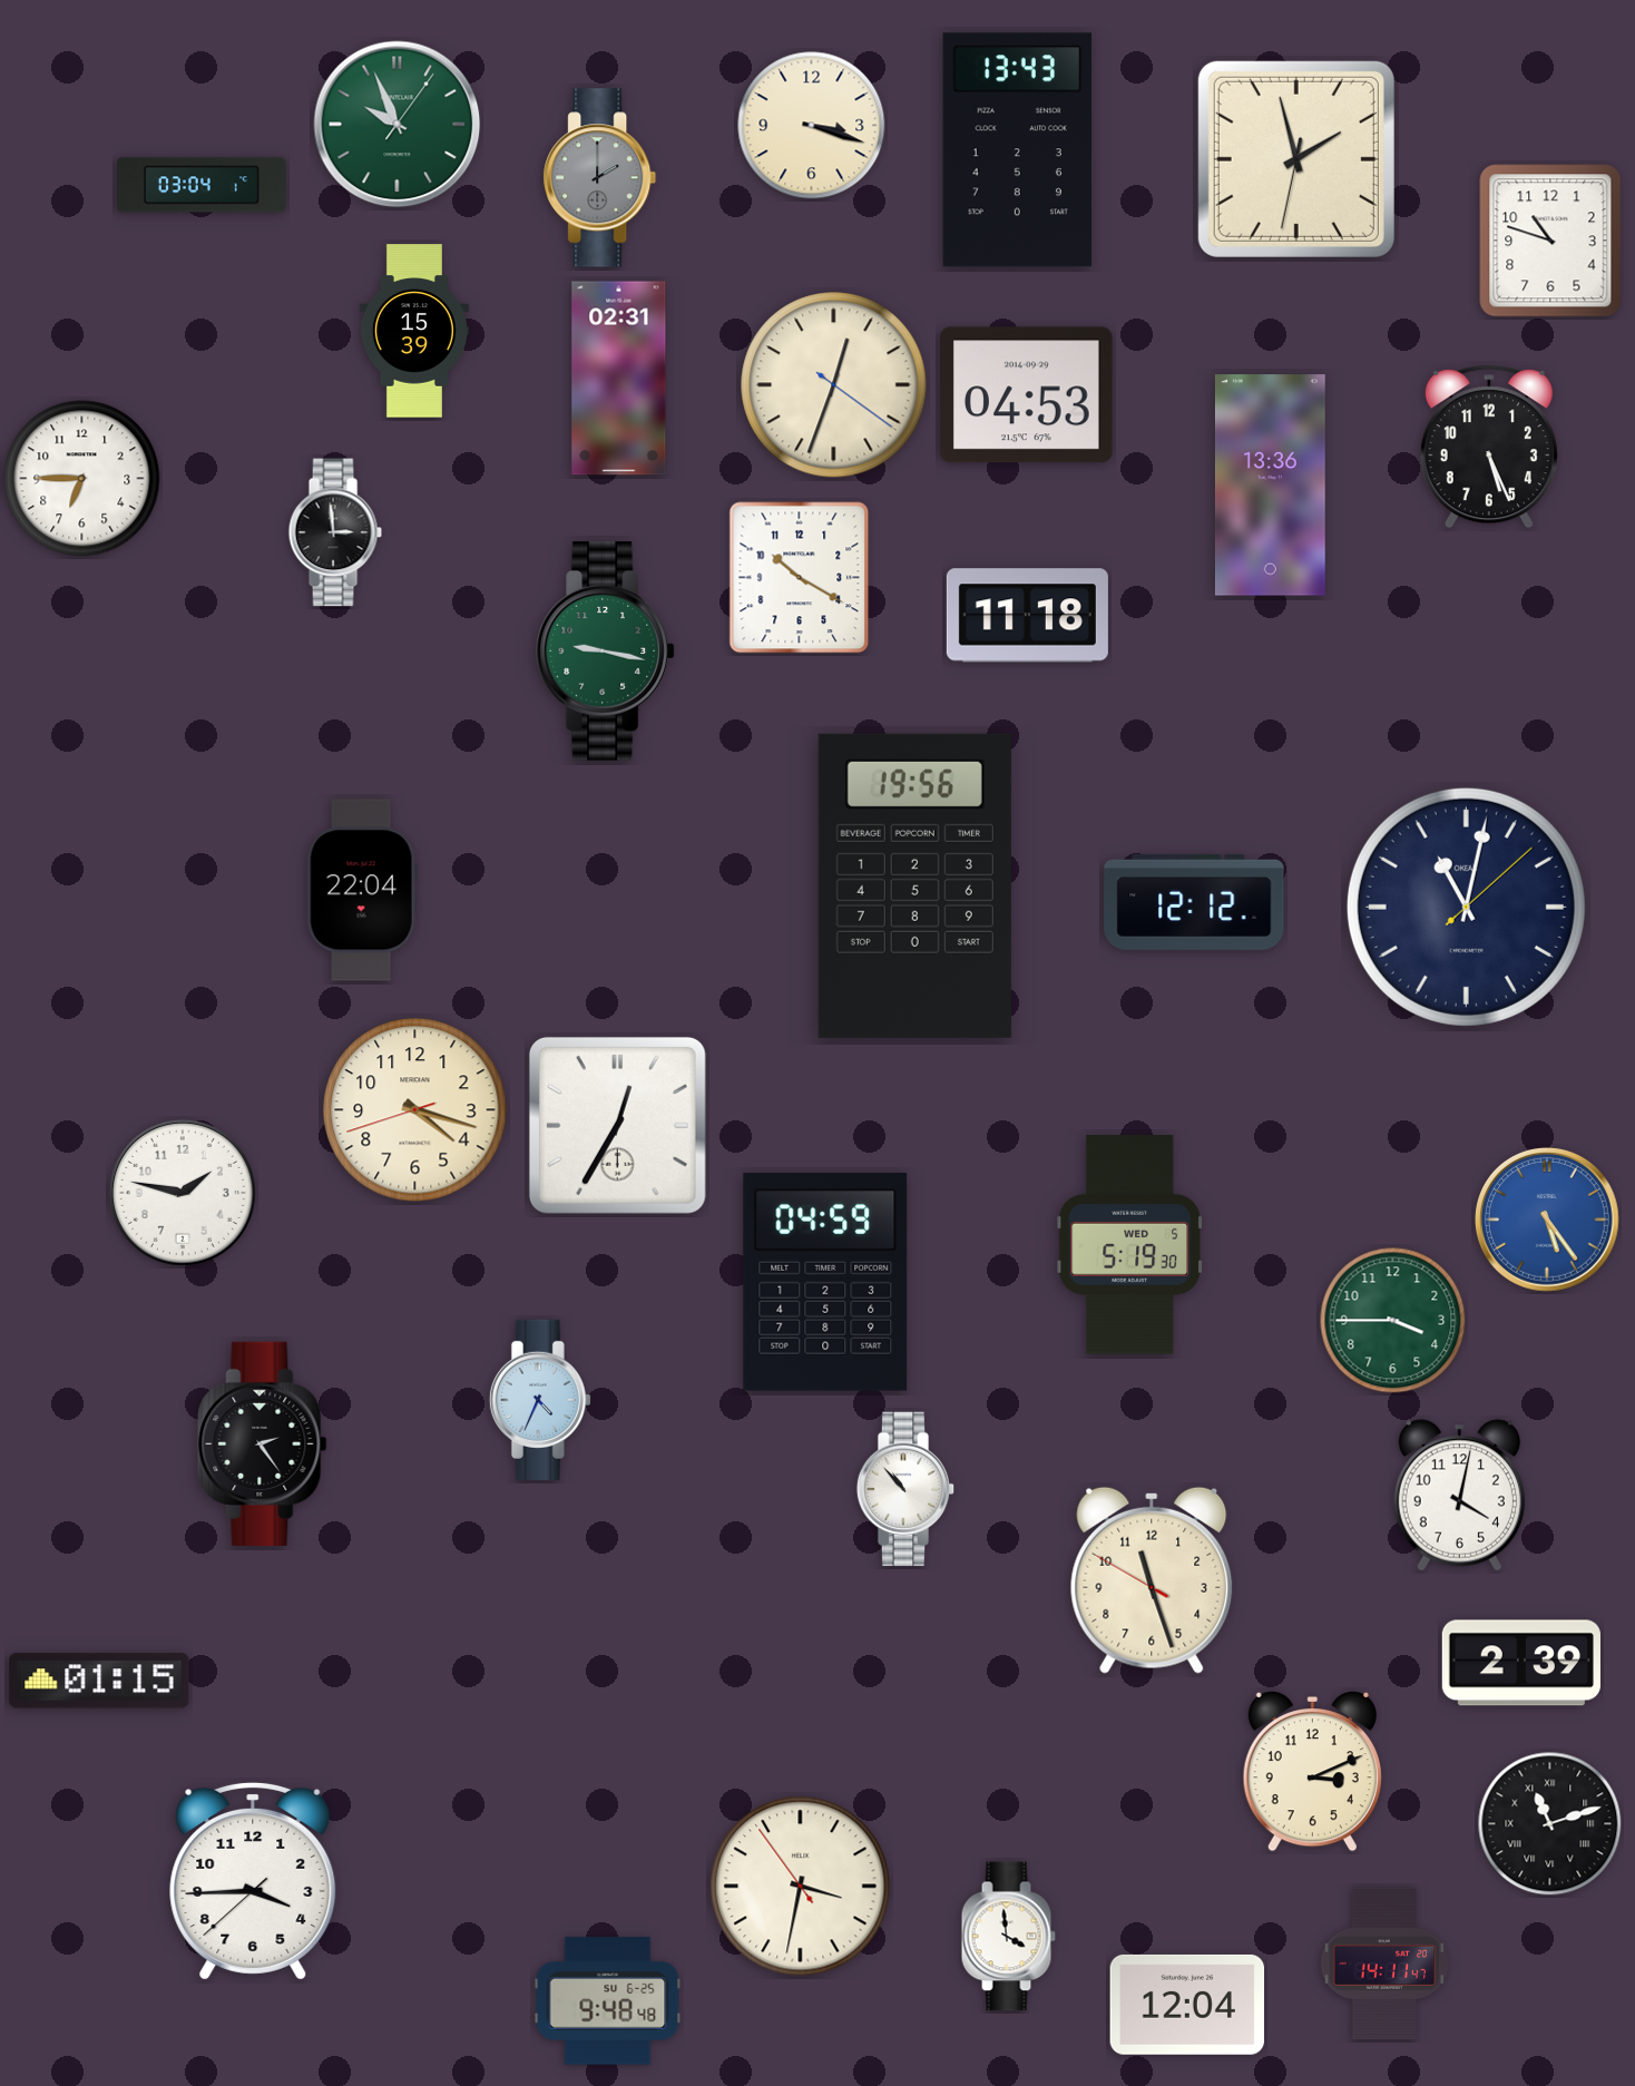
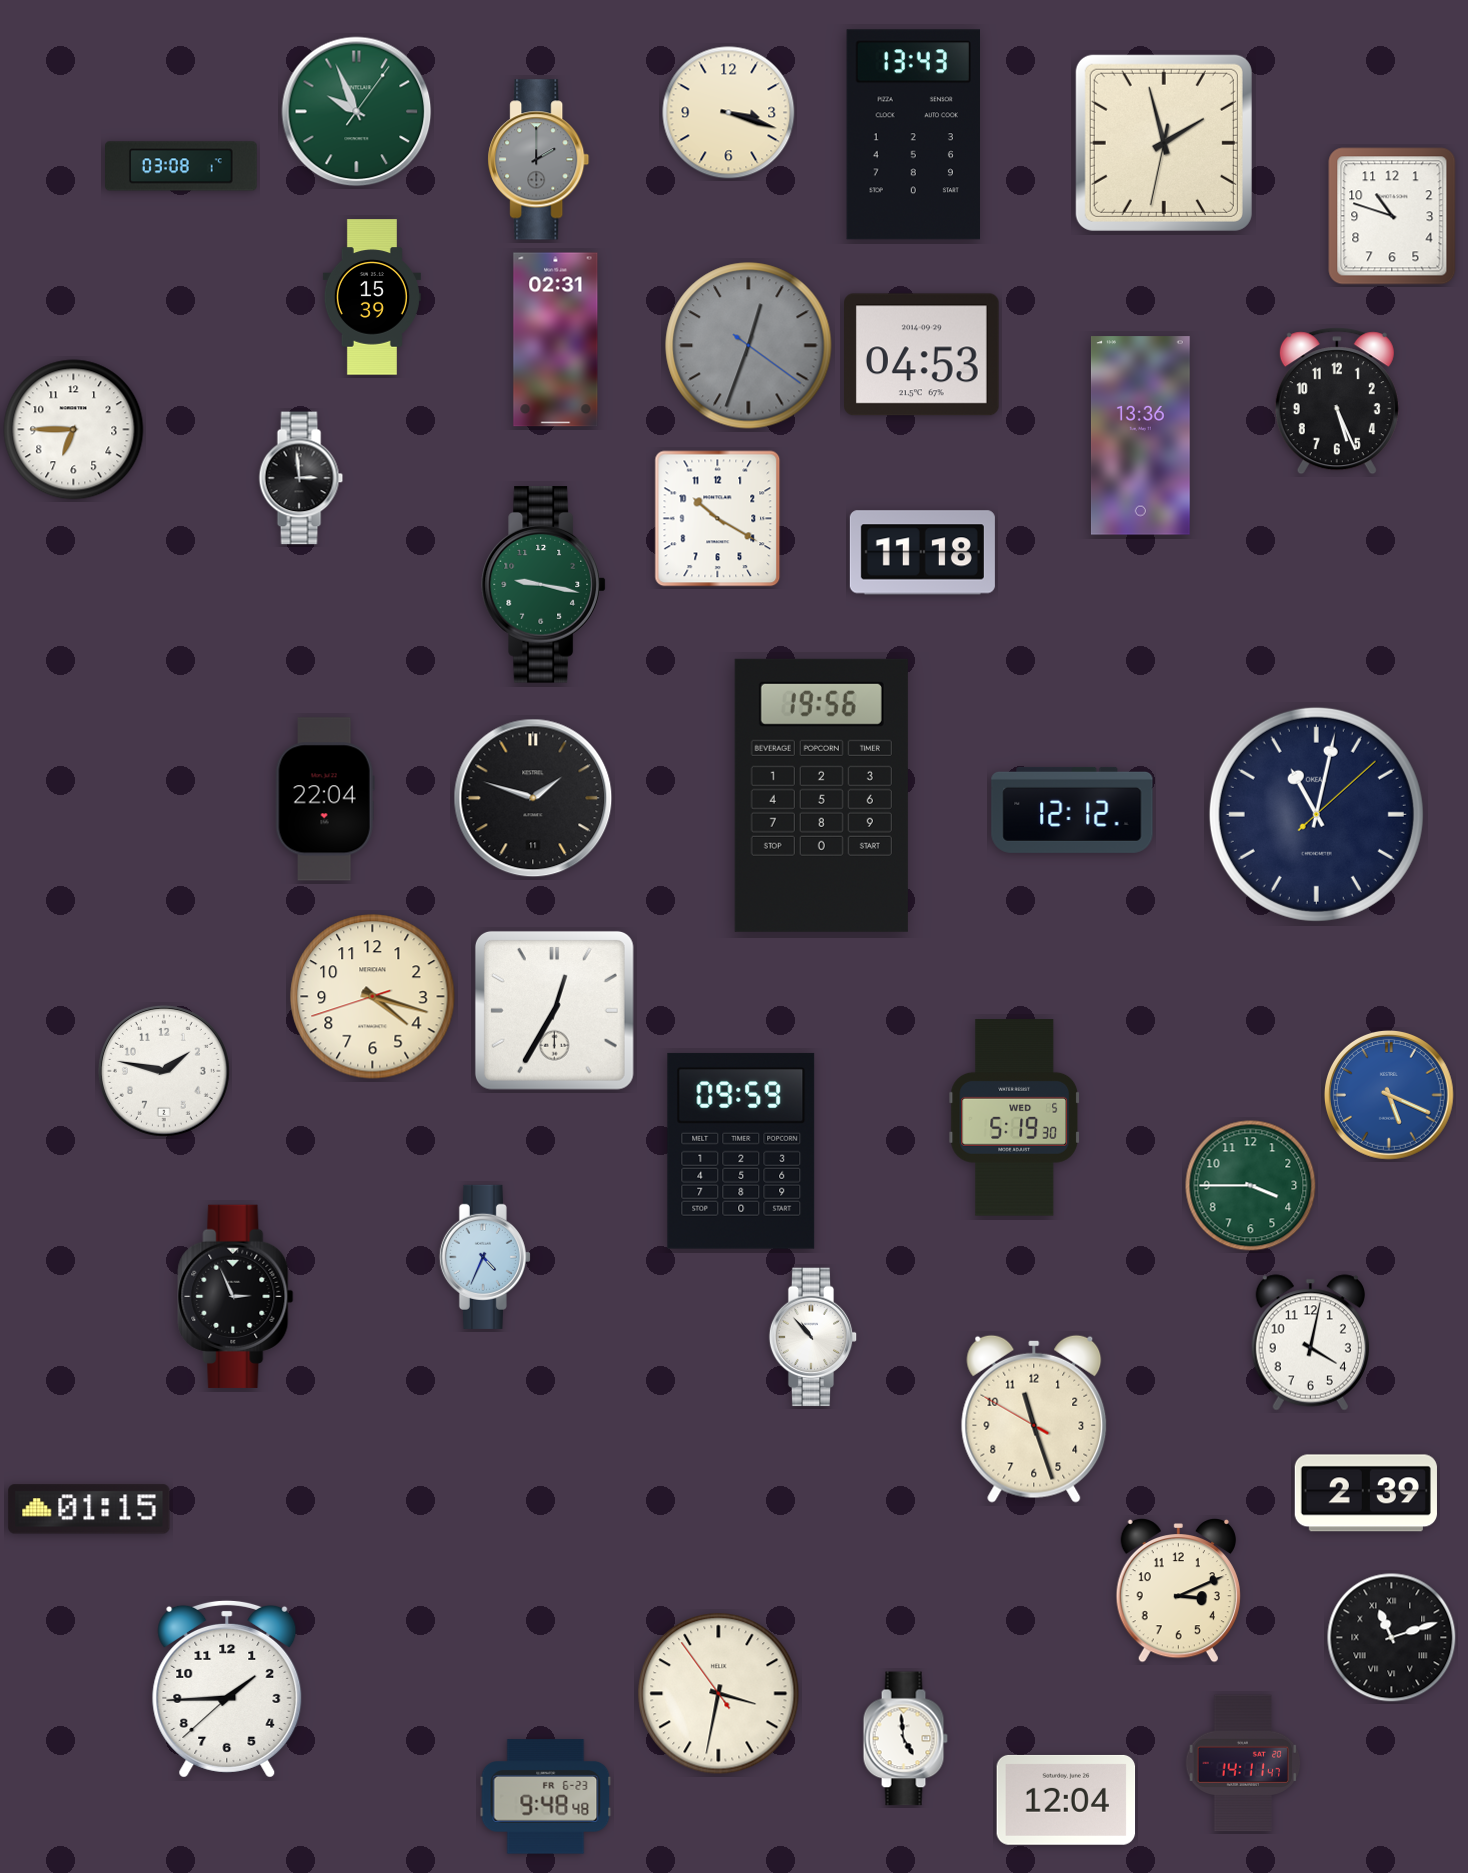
clock at (203, 185): 03:04 -> 03:08
clock at (834, 385) dial: cream -> grey
clock at (533, 798): none -> 1:48
clock at (1547, 1220): 5:24 -> 5:19
clock at (825, 1282): 04:59 -> 09:59
clock at (263, 1443): 2:24 -> 2:56
clock at (253, 1881): 3:44 -> 1:44
clock at (1008, 1937): 3:59 -> 4:59
clock at (608, 2001) date: SU 6-25 -> FR 6-23
